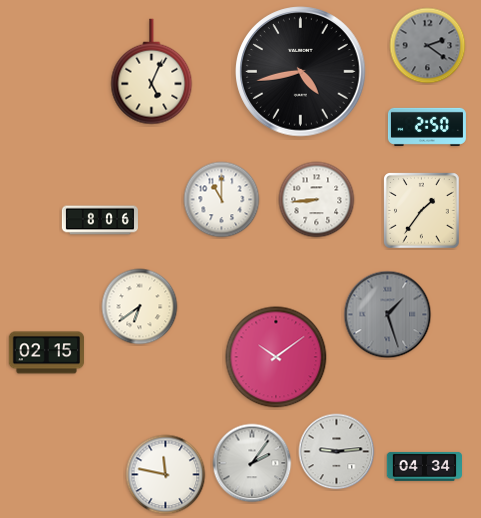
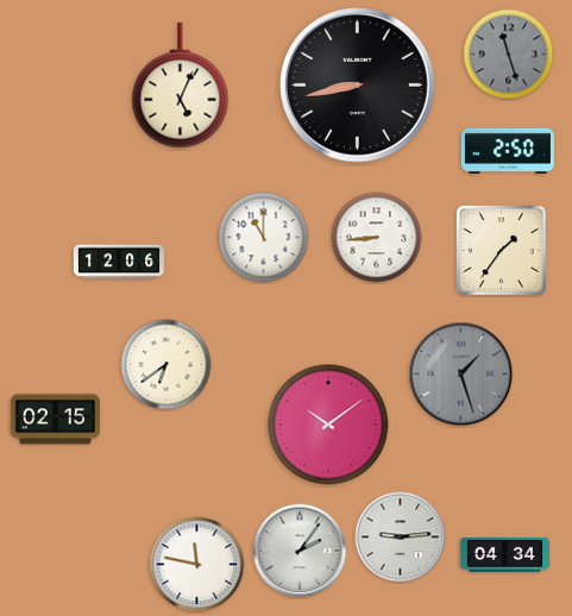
clock at (428, 46): 2:21 -> 11:27
clock at (301, 72): 4:43 -> 8:43
clock at (100, 220): 8:06 -> 12:06
